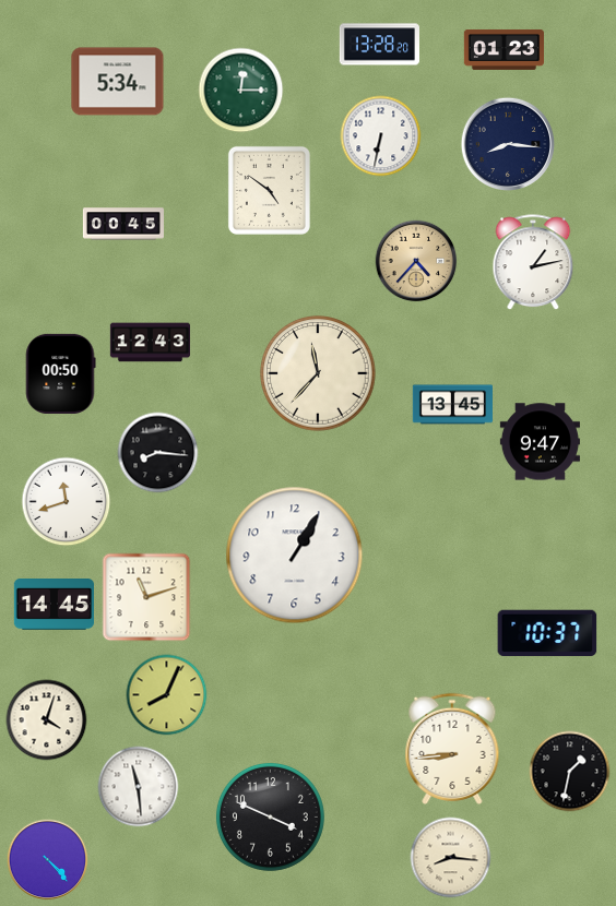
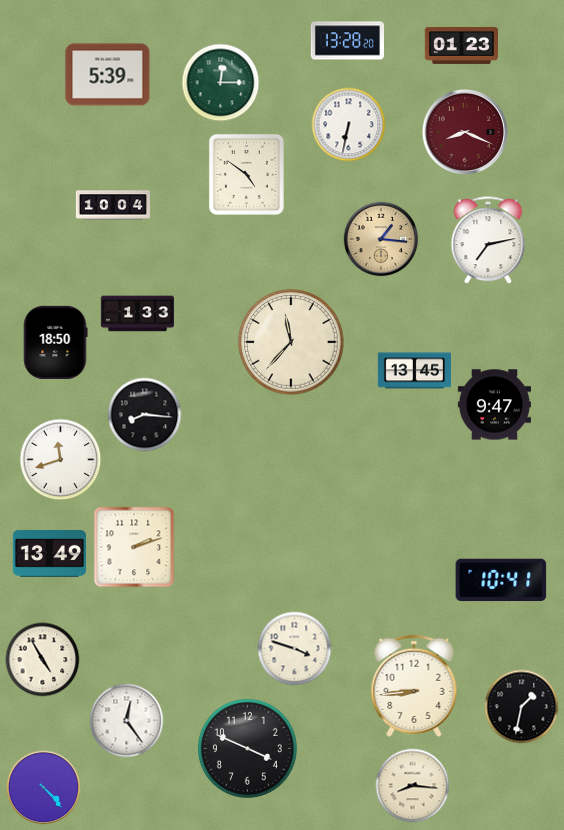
clock at (118, 82): 5:34 -> 5:39
clock at (508, 144): 8:16 -> 8:19
clock at (508, 144) dial: navy -> burgundy
clock at (123, 224): 00:45 -> 10:04
clock at (416, 261): 4:37 -> 1:16
clock at (533, 263): 1:13 -> 7:13
clock at (150, 343): 12:43 -> 1:33
clock at (60, 373): 00:50 -> 18:50
clock at (295, 556): 1:05 -> none
clock at (146, 597): 11:12 -> 2:12
clock at (54, 605): 14:45 -> 13:49
clock at (547, 633): 10:37 -> 10:41
clock at (167, 695): 8:04 -> none
clock at (295, 649): none -> 3:48
clock at (47, 720): 4:03 -> 4:55
clock at (139, 787): 11:29 -> 12:24
